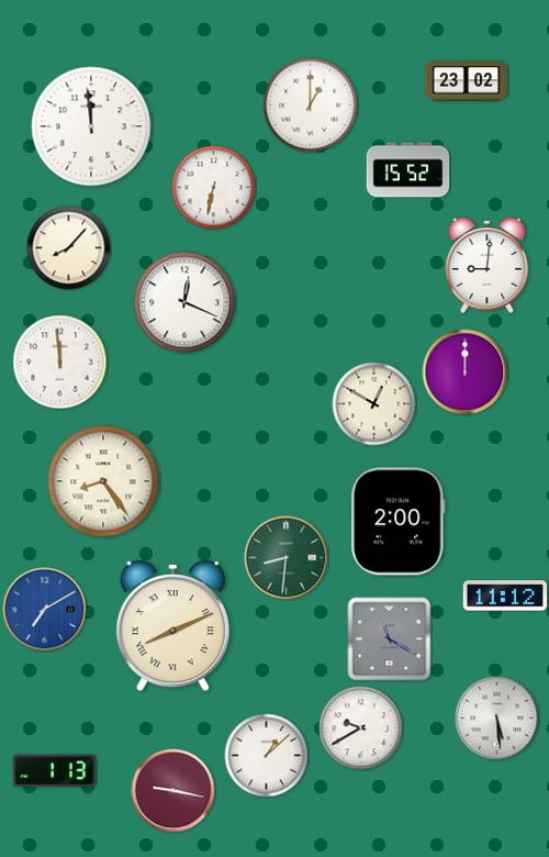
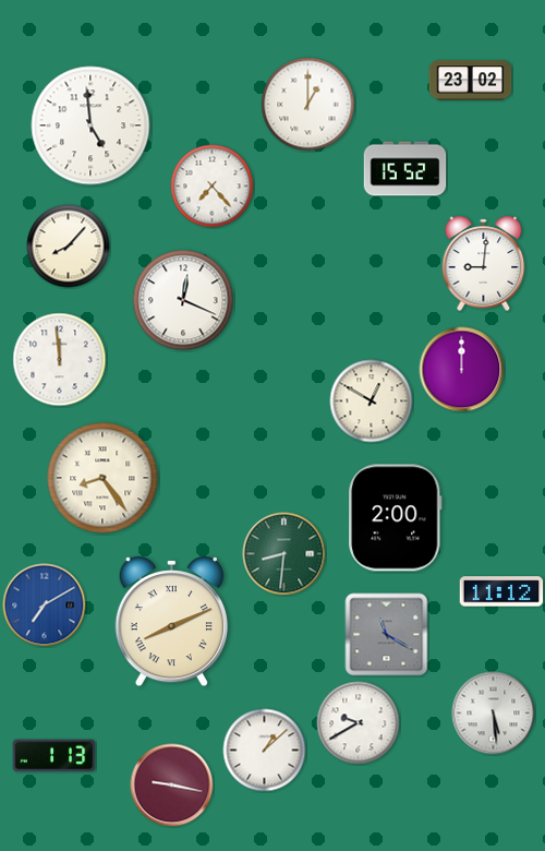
clock at (467, 81) position: (467, 81) -> (471, 81)
clock at (91, 126): 11:59 -> 4:59
clock at (214, 188): 6:32 -> 7:23
clock at (55, 771) position: (55, 771) -> (55, 756)
